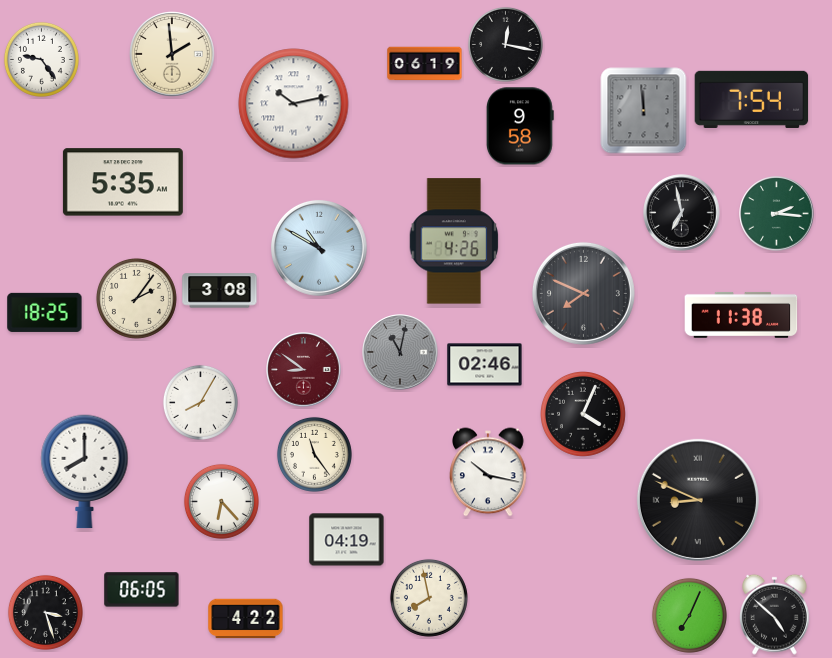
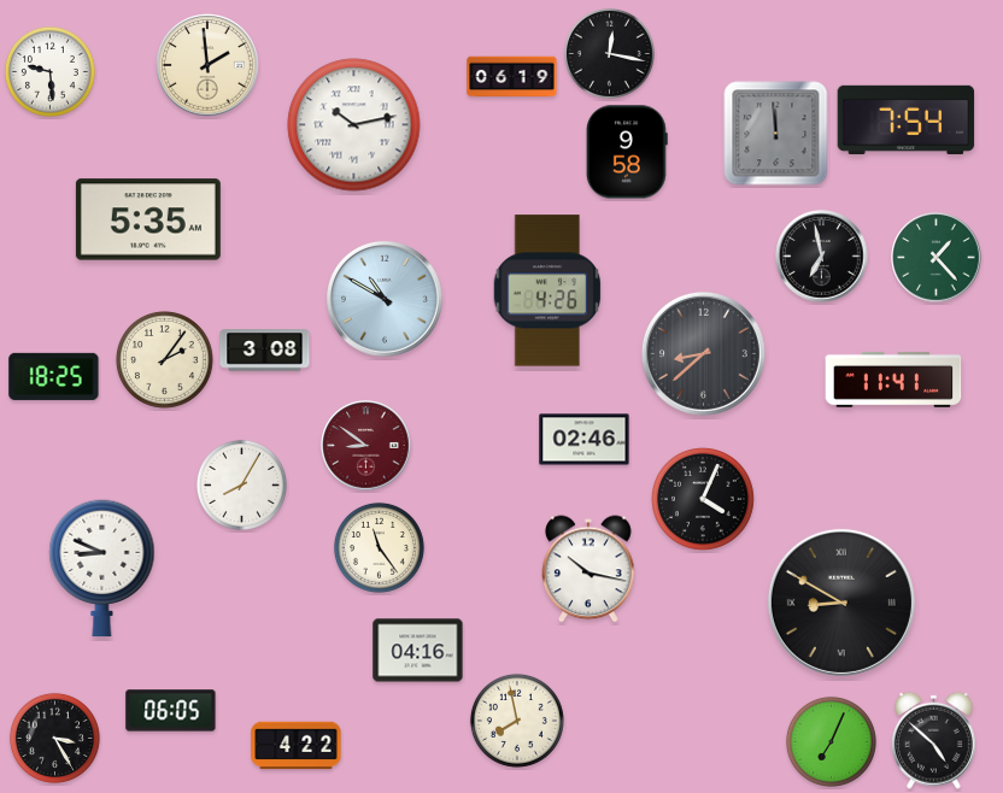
clock at (41, 59): 9:24 -> 9:29
clock at (777, 214): 2:16 -> 1:23
clock at (583, 293): 7:49 -> 8:38
clock at (741, 315): 11:38 -> 11:41
clock at (400, 352): 11:02 -> none
clock at (85, 472): 8:00 -> 8:49
clock at (698, 500): 8:49 -> 8:50
clock at (221, 501): 6:23 -> none
clock at (347, 540): 04:19 -> 04:16
clock at (45, 612): 3:27 -> 3:25
